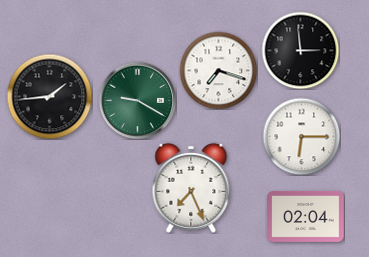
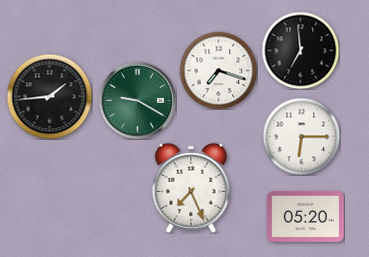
clock at (300, 50): 2:59 -> 6:59
clock at (306, 216): 02:04 -> 05:20
